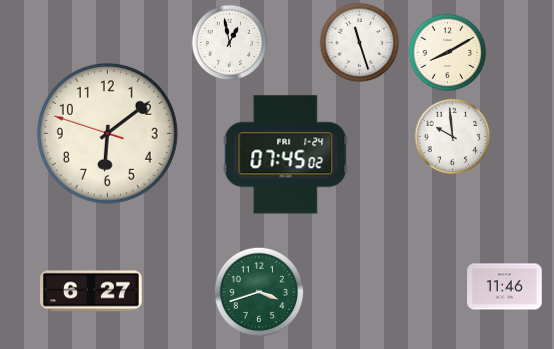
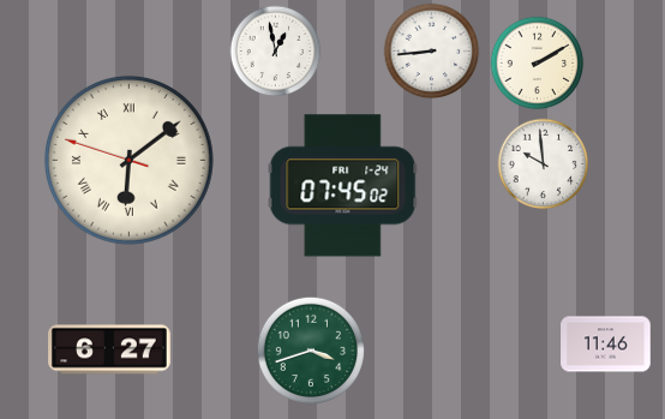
clock at (360, 43): 11:27 -> 8:44
clock at (448, 53): 8:10 -> 2:10
clock at (107, 133) numerals: Arabic -> Roman
